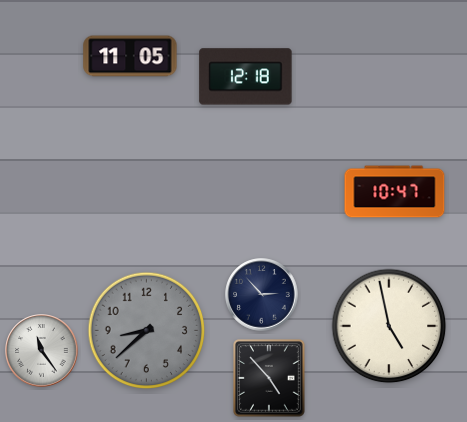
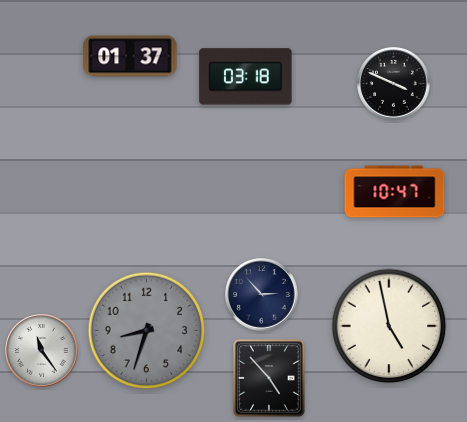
clock at (130, 56): 11:05 -> 01:37
clock at (246, 77): 12:18 -> 03:18
clock at (394, 84): none -> 3:49
clock at (147, 331): 8:38 -> 8:33
